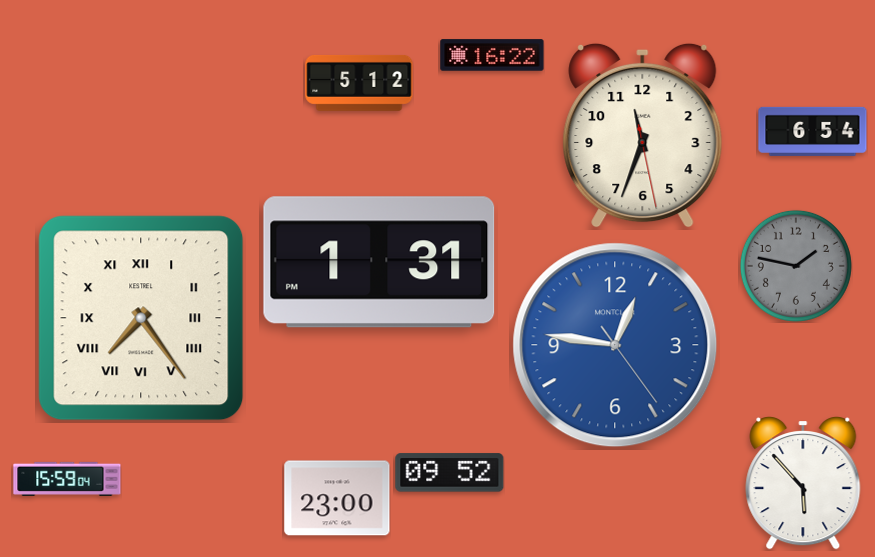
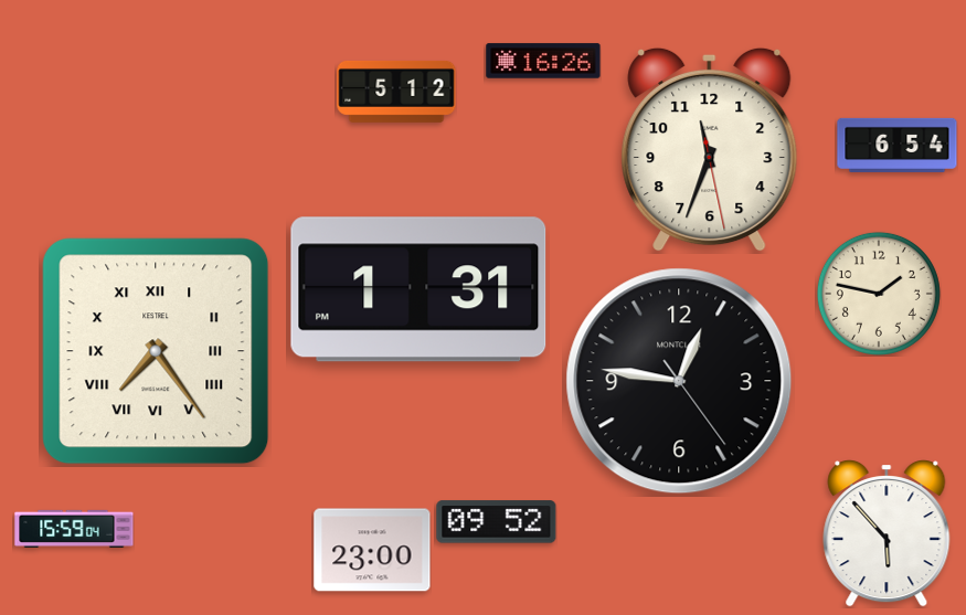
clock at (492, 55): 16:22 -> 16:26
clock at (796, 266) dial: grey -> cream
clock at (615, 345) dial: blue -> black
